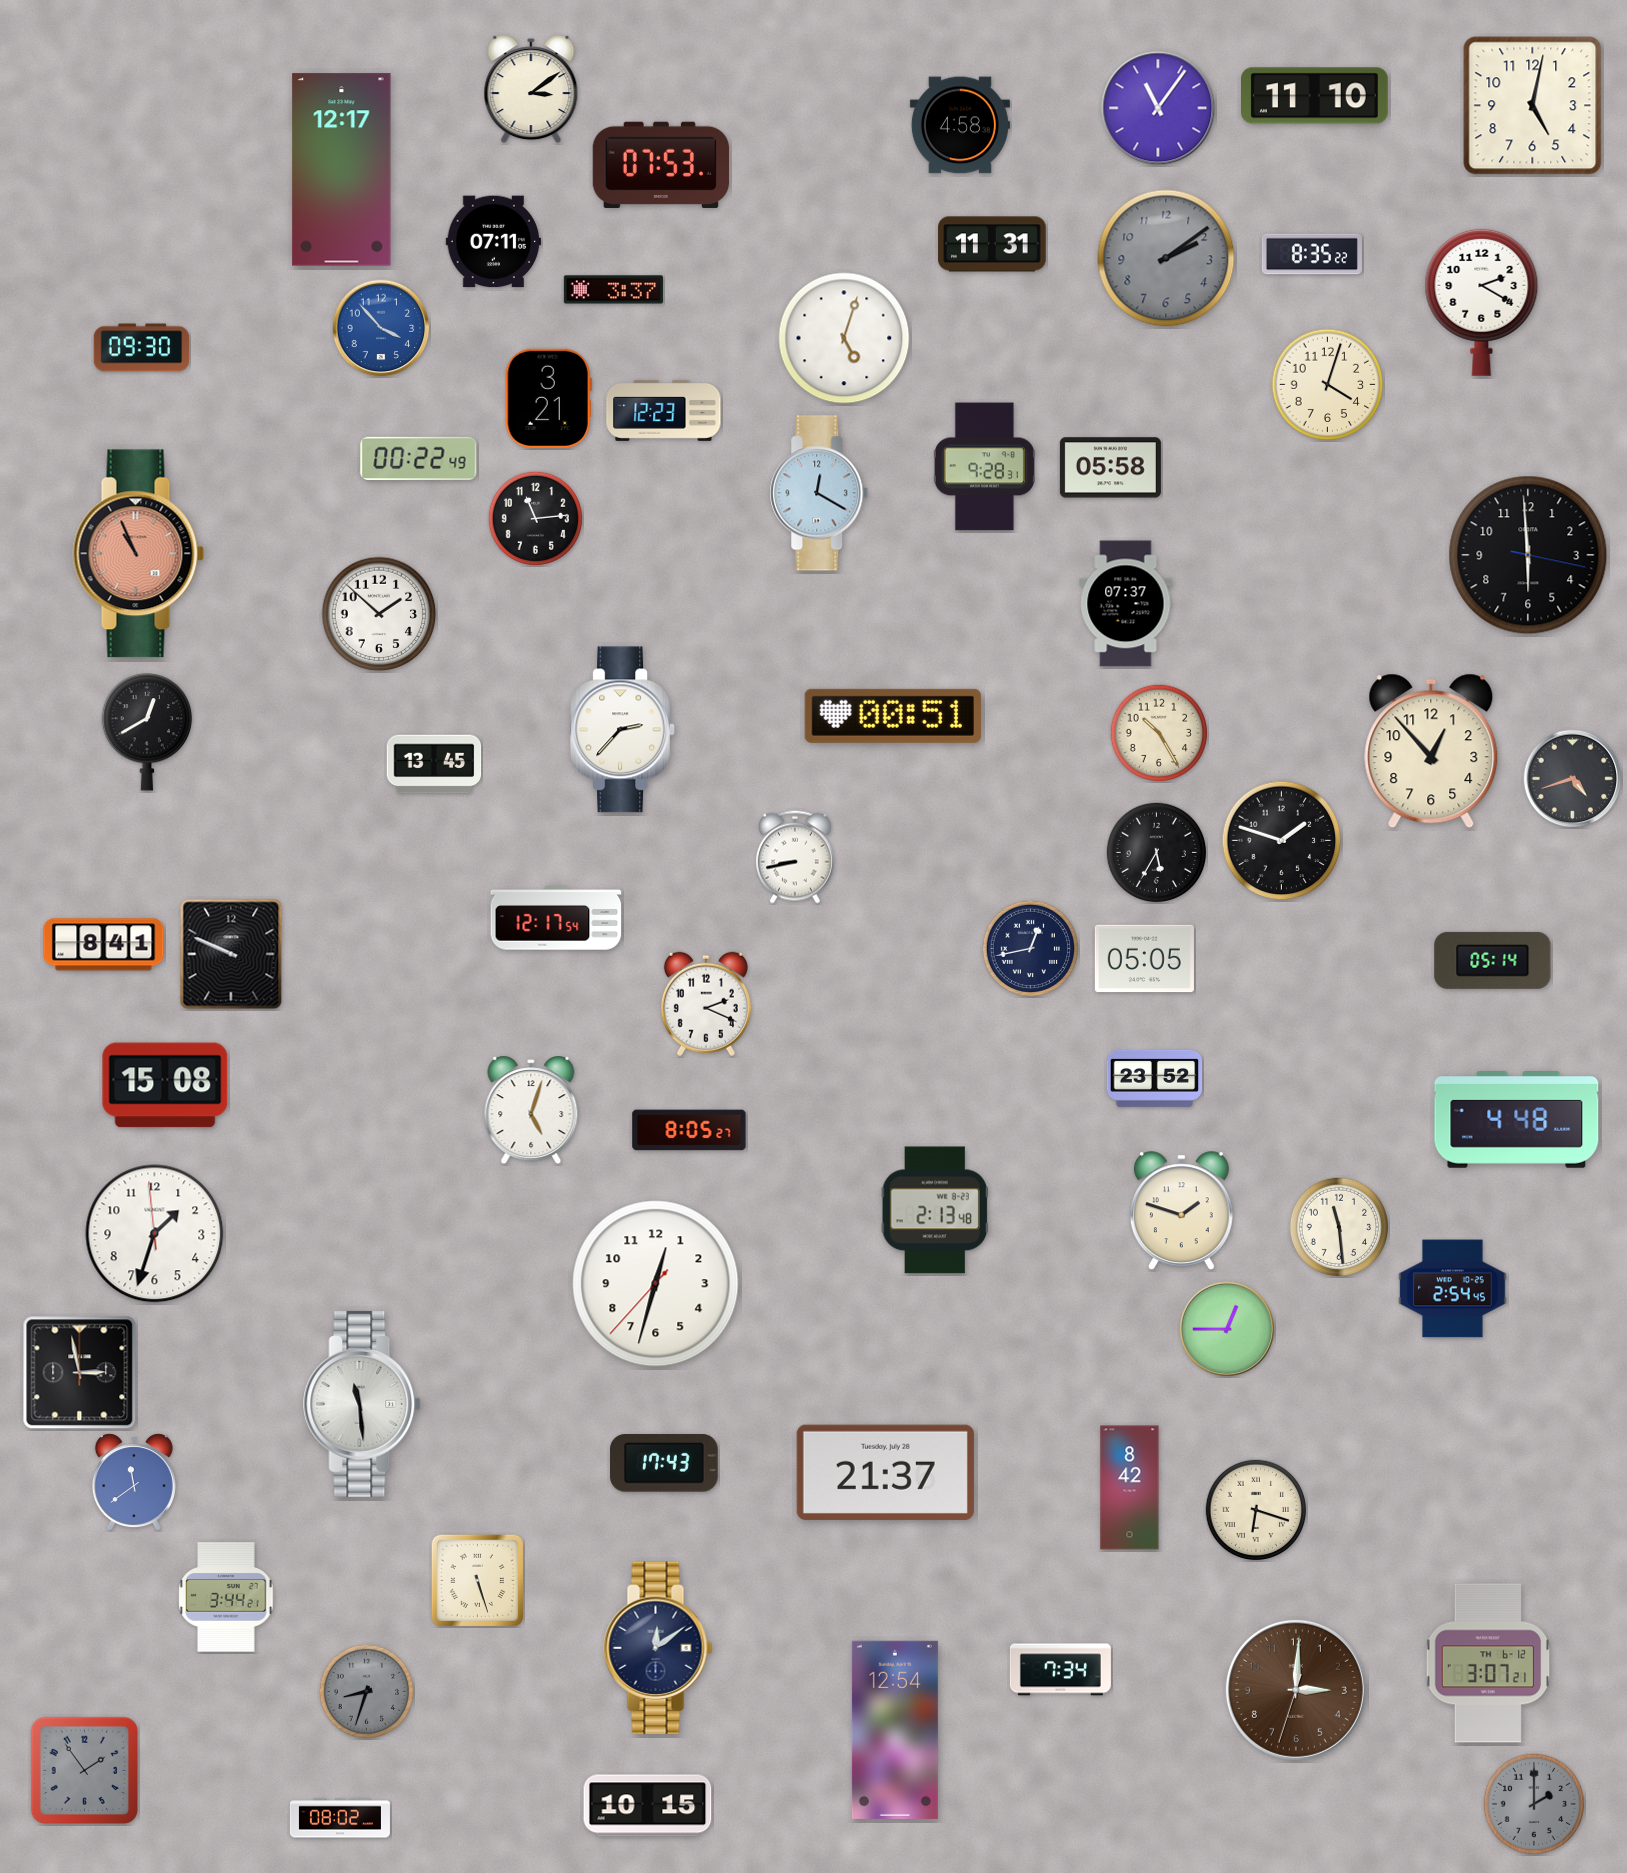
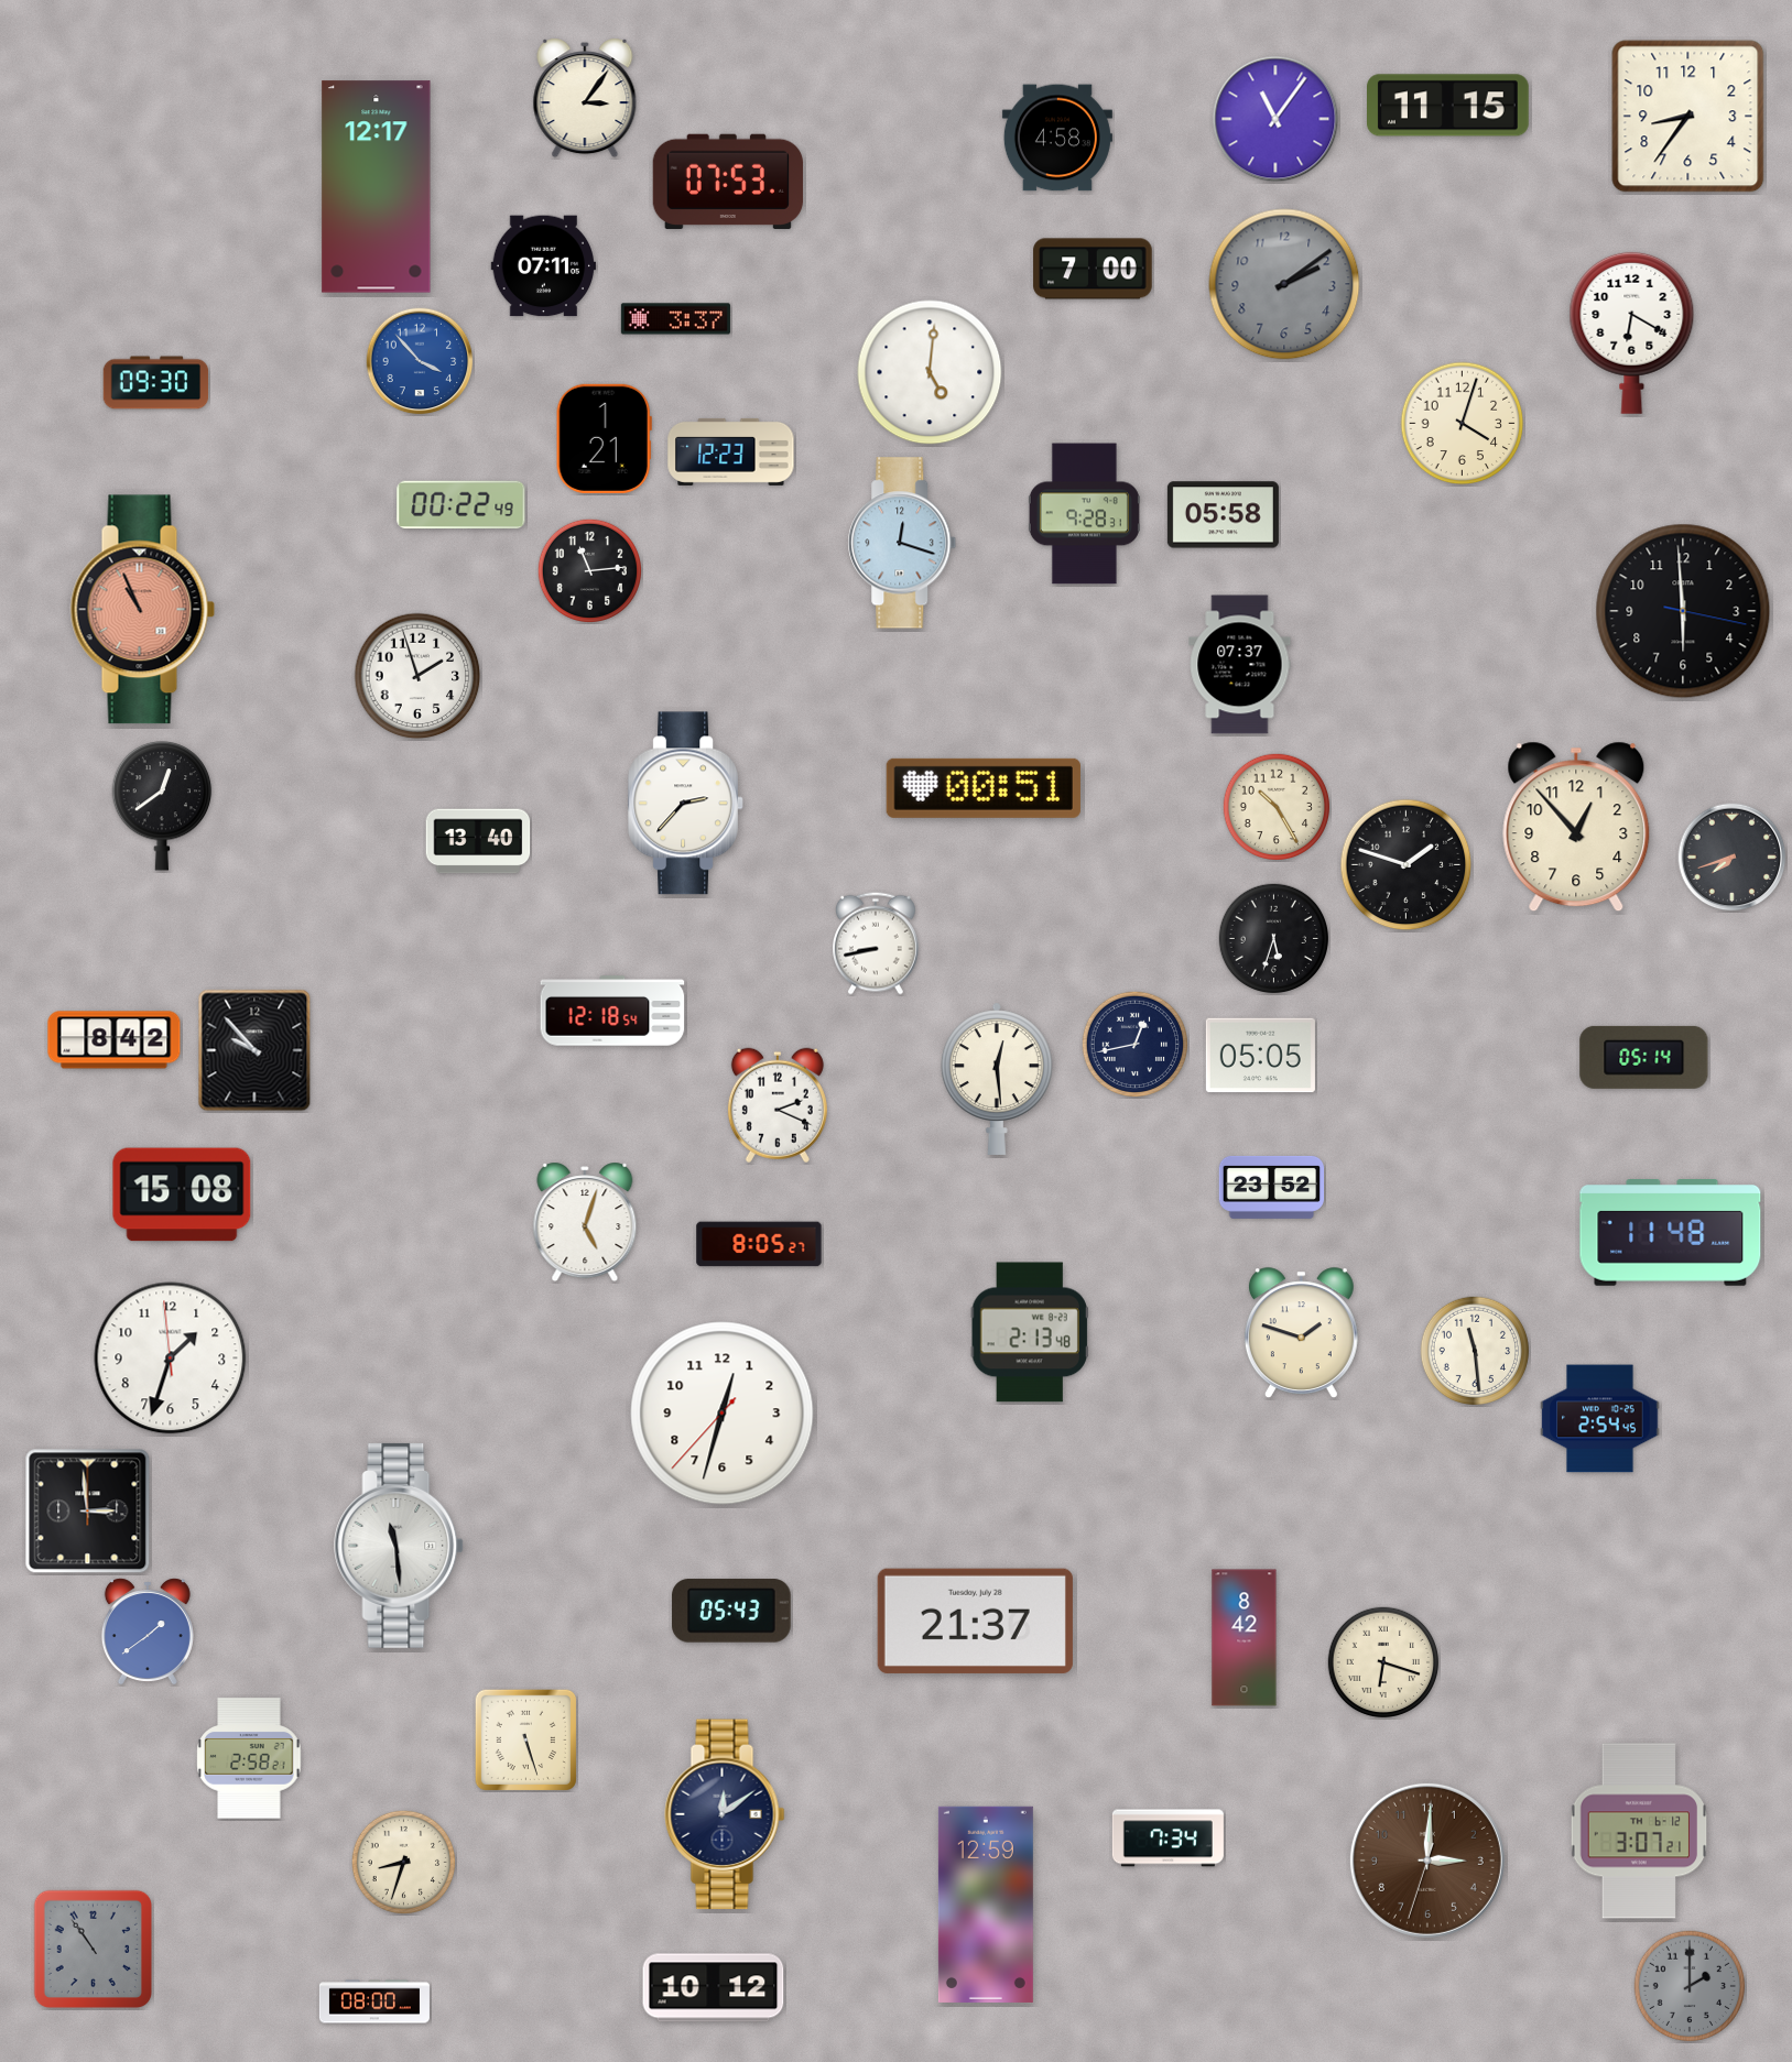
clock at (531, 89): 3:09 -> 3:06
clock at (1315, 96): 11:10 -> 11:15
clock at (1533, 106): 5:02 -> 8:36
clock at (992, 244): 11:31 -> 7:00
clock at (1312, 254): 8:35 -> none
clock at (1482, 302): 2:20 -> 6:20
clock at (844, 338): 5:03 -> 5:01
clock at (548, 398): 3:21 -> 1:21
clock at (819, 493): 12:20 -> 12:18
clock at (139, 554) position: (139, 554) -> (143, 610)
clock at (379, 614): 1:52 -> 1:57
clock at (147, 732): 12:40 -> 12:39
clock at (434, 764): 13:45 -> 13:40
clock at (1573, 779): 4:42 -> 7:42
clock at (1282, 841) position: (1282, 841) -> (1407, 865)
clock at (1157, 853): 5:35 -> 5:33
clock at (556, 918): 12:17 -> 12:18
clock at (104, 945): 8:41 -> 8:42
clock at (231, 954): 9:49 -> 9:53
clock at (997, 1079): none -> 12:29
clock at (1517, 1120): 4:48 -> 11:48
clock at (1227, 1329): 12:45 -> none
clock at (80, 1373): 2:58 -> 2:59
clock at (664, 1463): 17:43 -> 05:43
clock at (134, 1482): 11:39 -> 1:39
clock at (226, 1597): 3:44 -> 2:58
clock at (366, 1691) dial: grey -> cream
clock at (895, 1730): 12:54 -> 12:59
clock at (84, 1770): 1:54 -> 10:54
clock at (648, 1806): 10:15 -> 10:12
clock at (340, 1818): 08:02 -> 08:00
